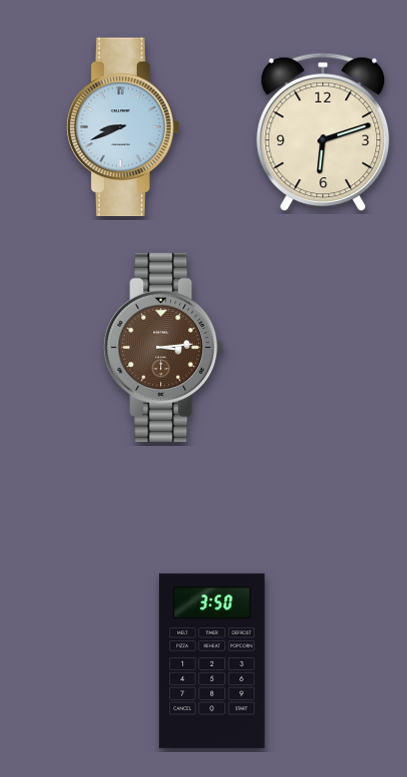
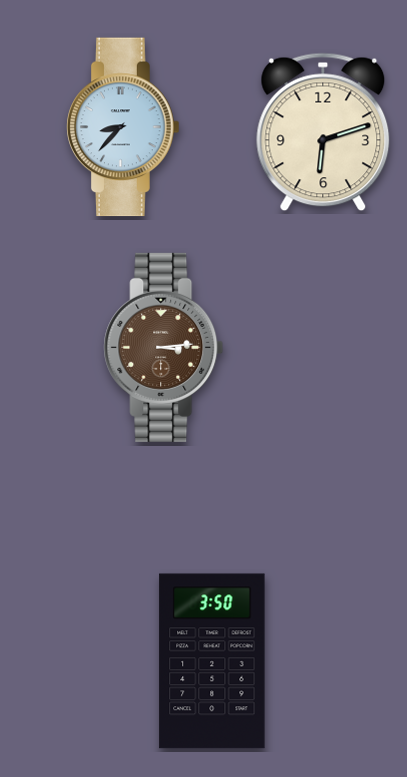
clock at (123, 127): 8:41 -> 8:37
